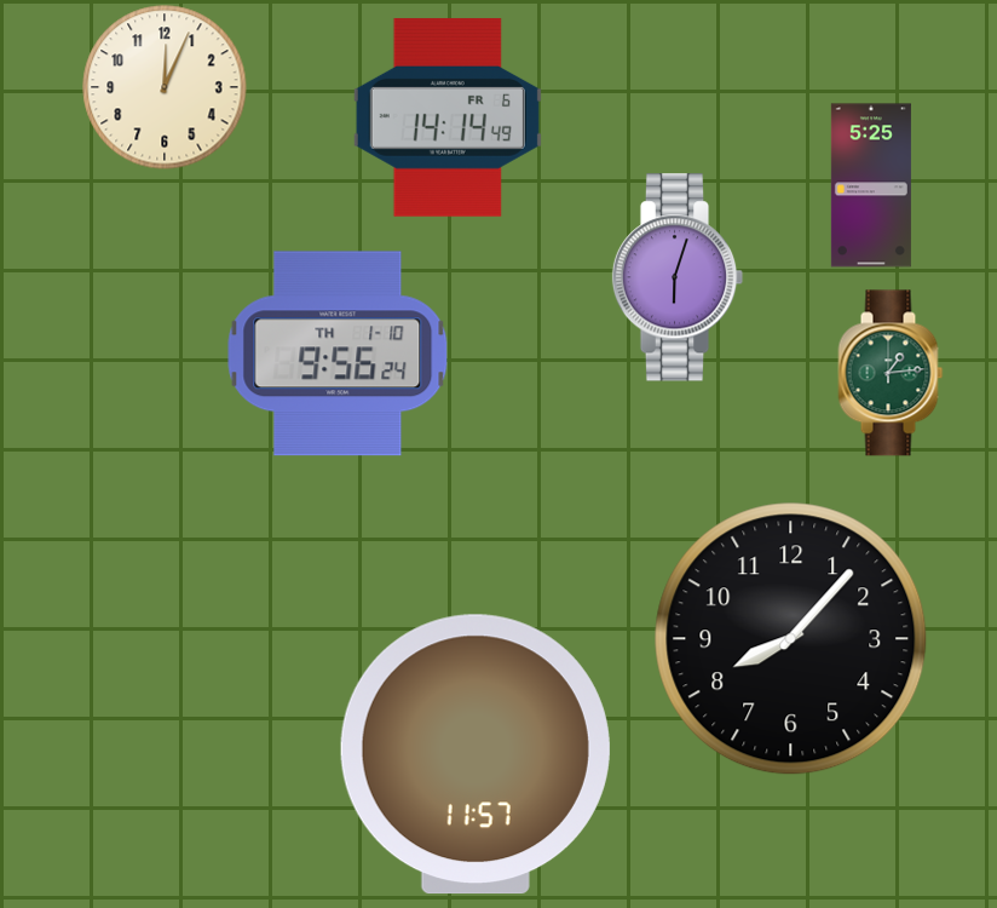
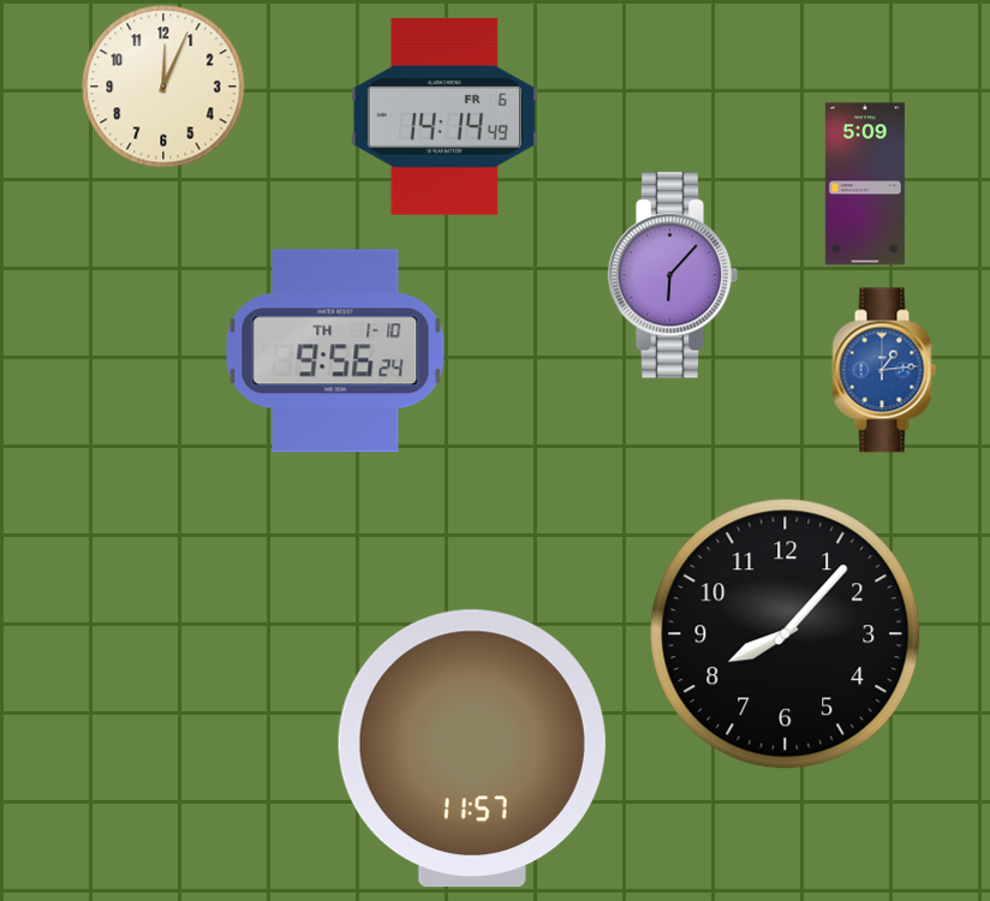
clock at (871, 185): 5:25 -> 5:09
clock at (678, 277): 6:03 -> 6:07
clock at (891, 373) dial: green -> blue
